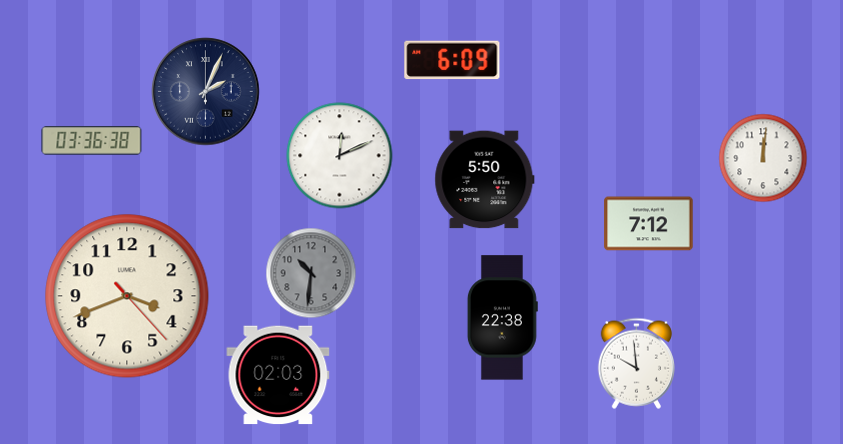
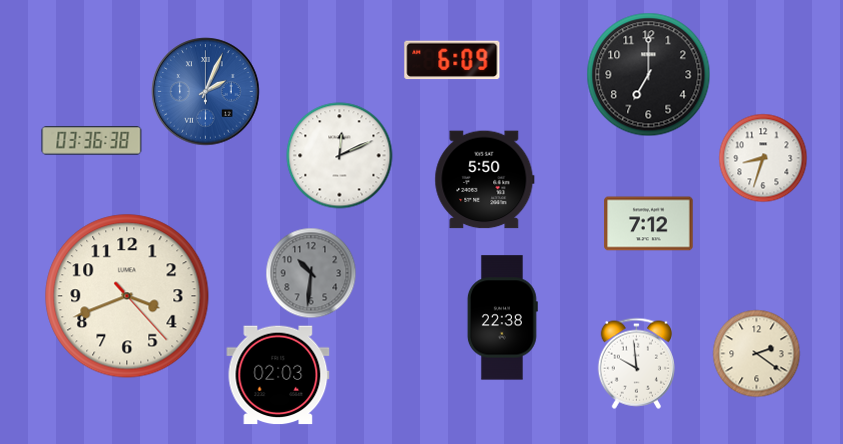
clock at (649, 75): none -> 7:00
clock at (206, 92) dial: navy -> blue
clock at (763, 158): 12:01 -> 8:33
clock at (757, 354): none -> 2:21
